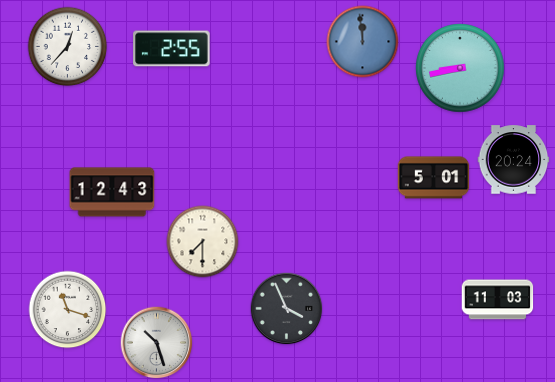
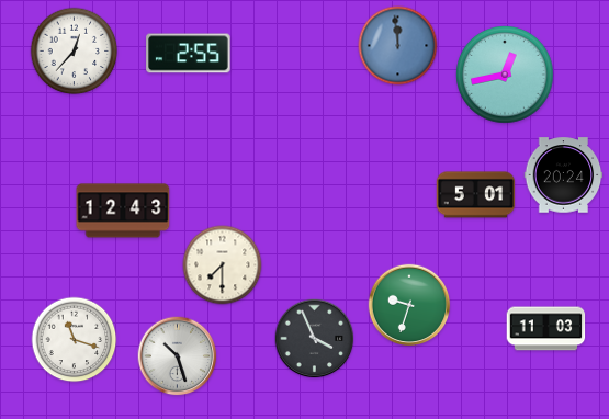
clock at (460, 68): 8:43 -> 12:43
clock at (409, 305): none -> 9:33
clock at (157, 343) position: (157, 343) -> (178, 356)
